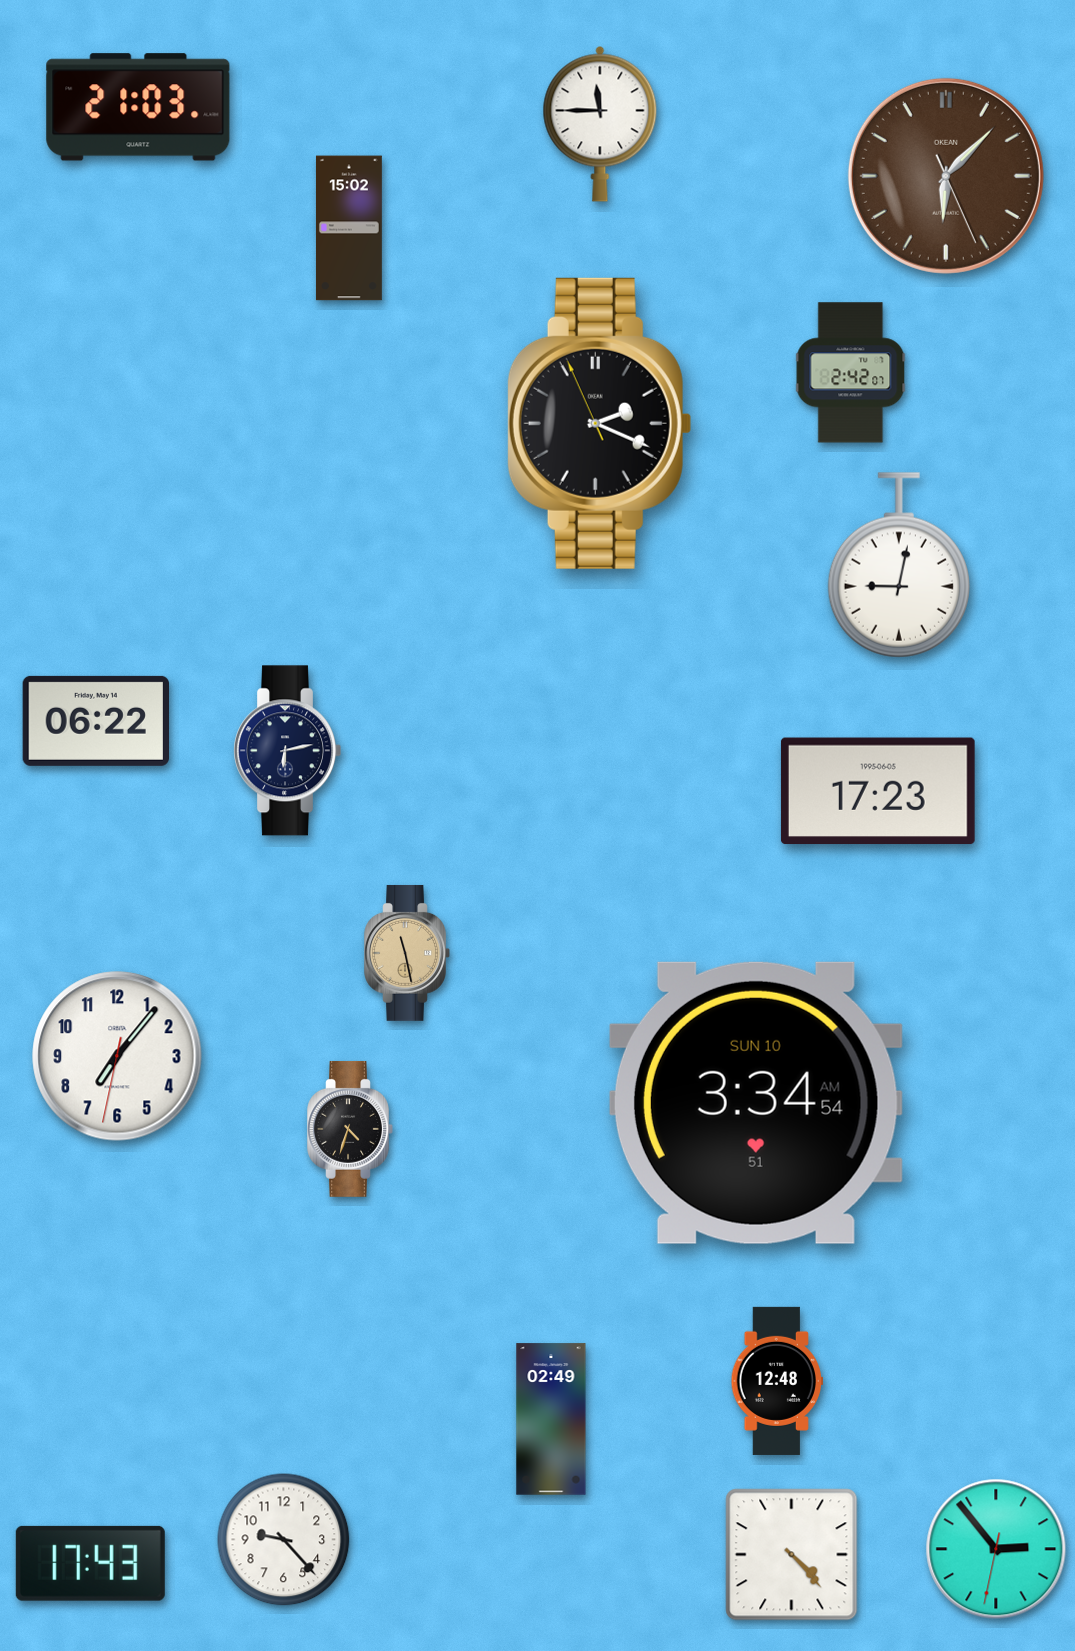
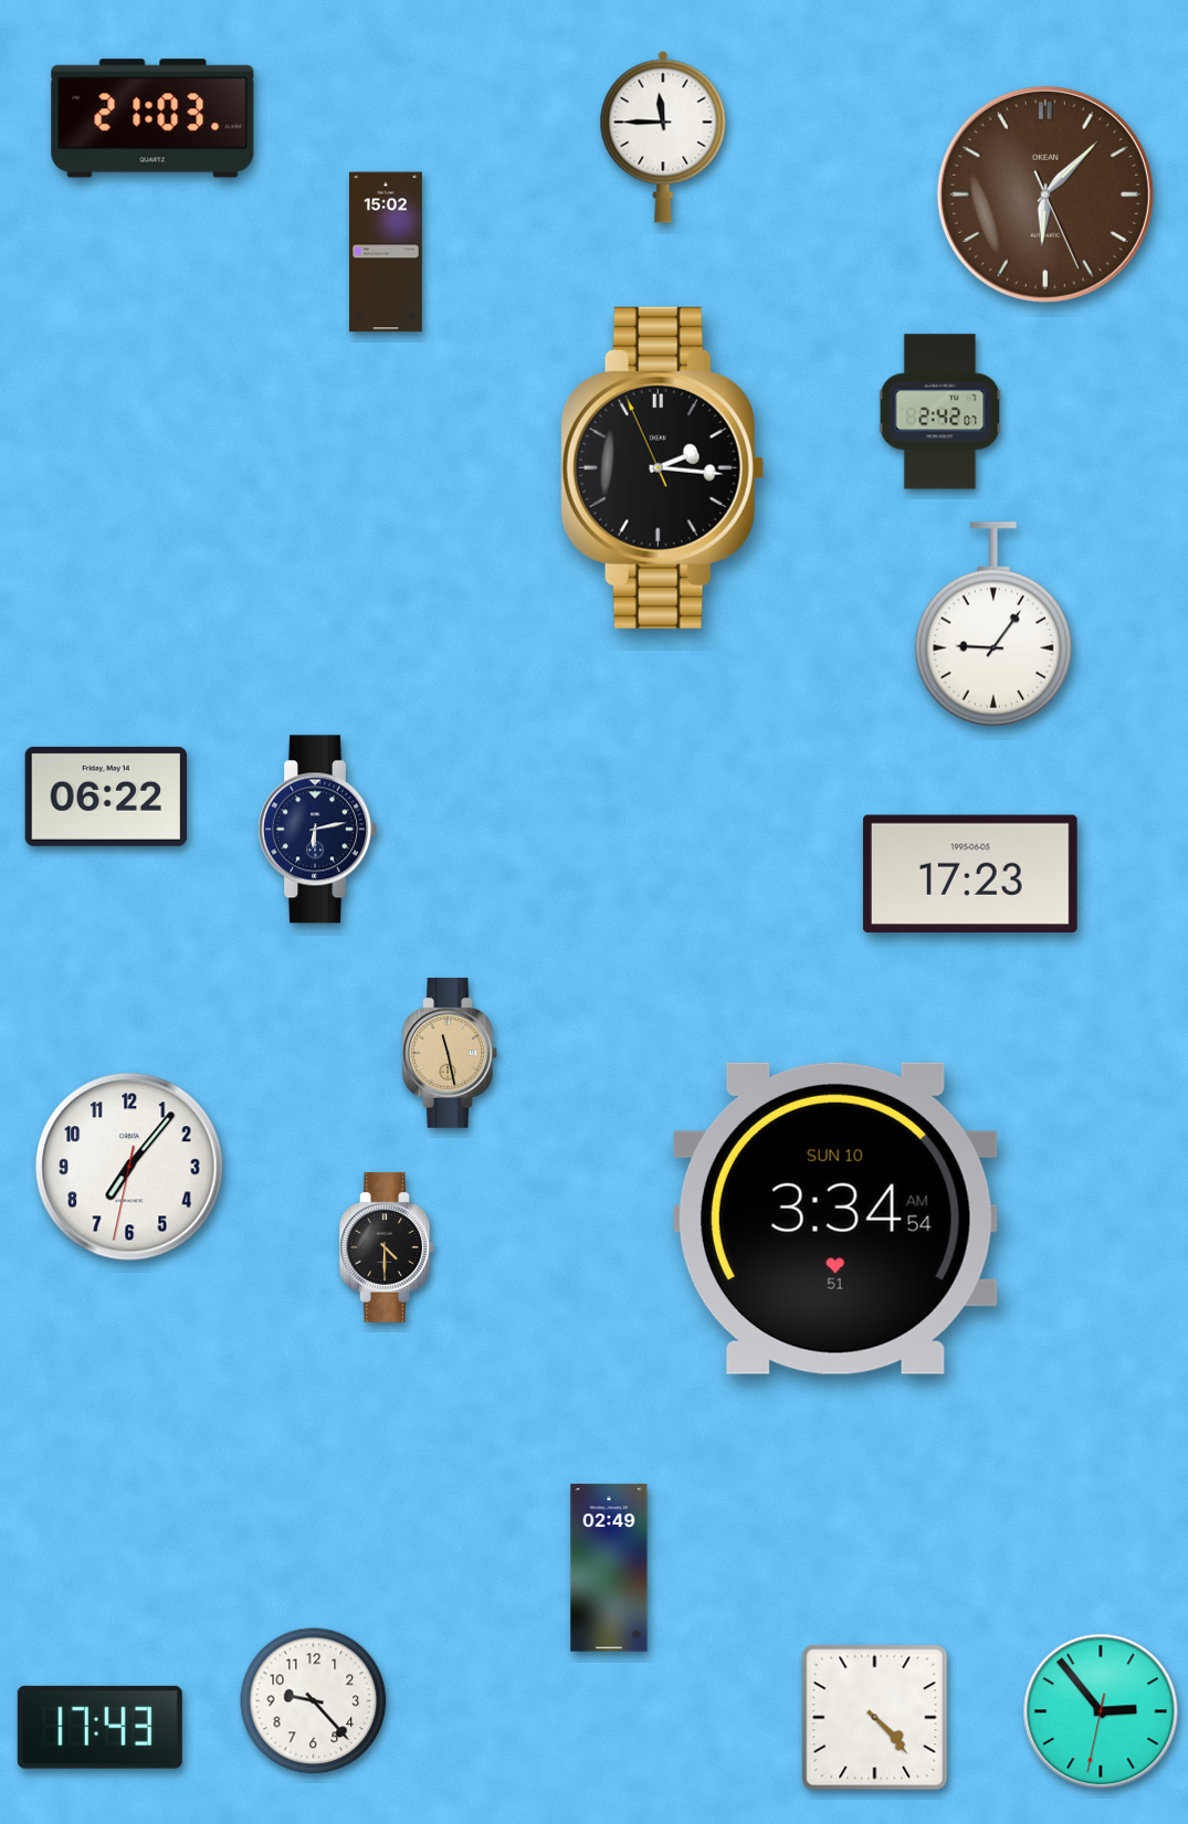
clock at (599, 423): 2:18 -> 2:15
clock at (899, 565): 9:02 -> 9:06
clock at (350, 1129): 4:33 -> 4:30
clock at (776, 1381): 12:48 -> none
